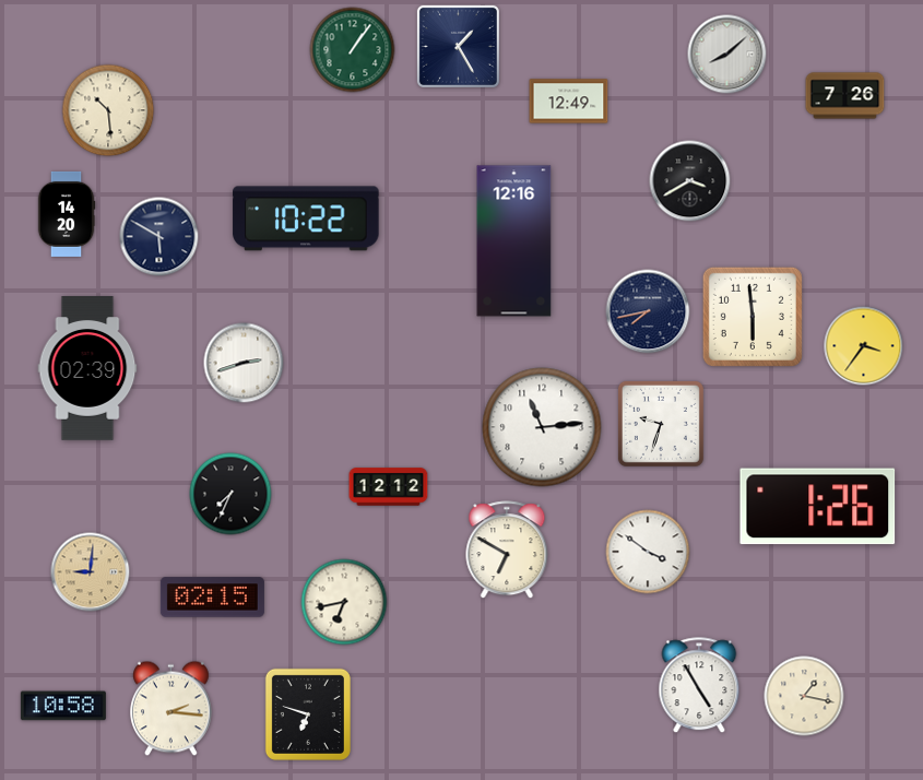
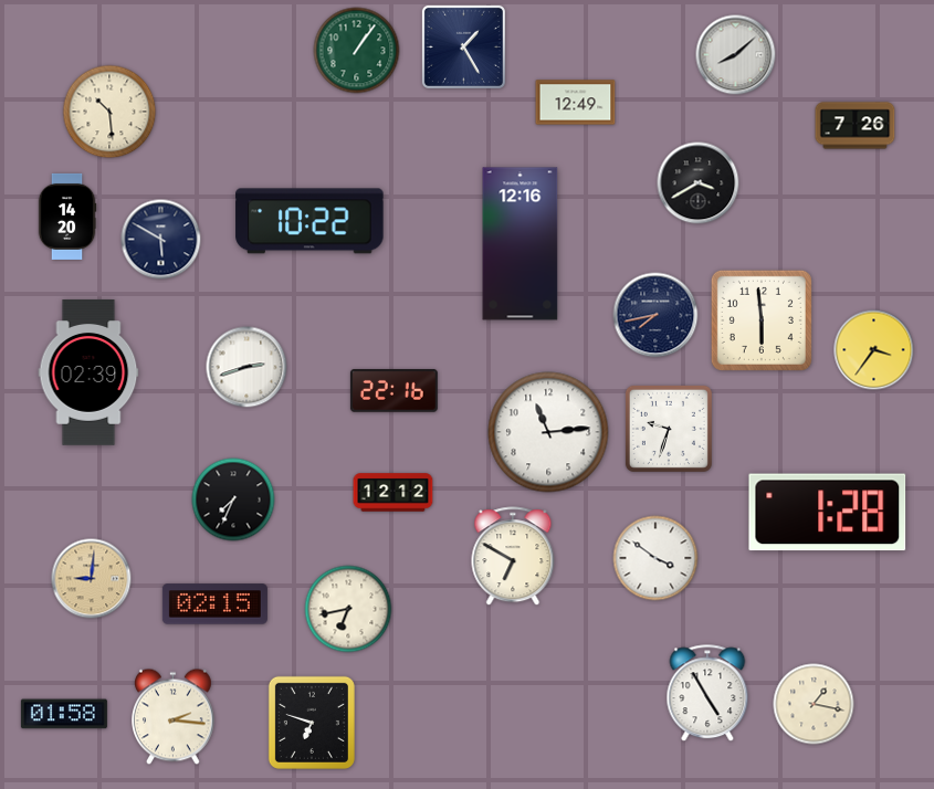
clock at (845, 96) position: (845, 96) -> (856, 126)
clock at (393, 391): none -> 22:16
clock at (818, 507): 1:26 -> 1:28
clock at (63, 706): 10:58 -> 01:58
